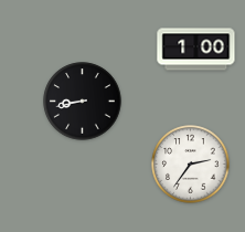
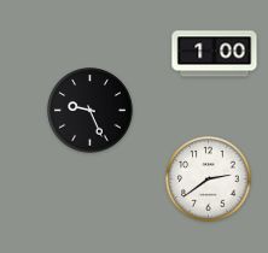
clock at (83, 102): 8:43 -> 9:26
clock at (191, 165): 2:36 -> 2:39
